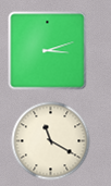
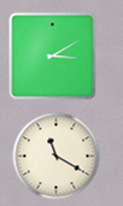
clock at (48, 51): 3:12 -> 3:10
